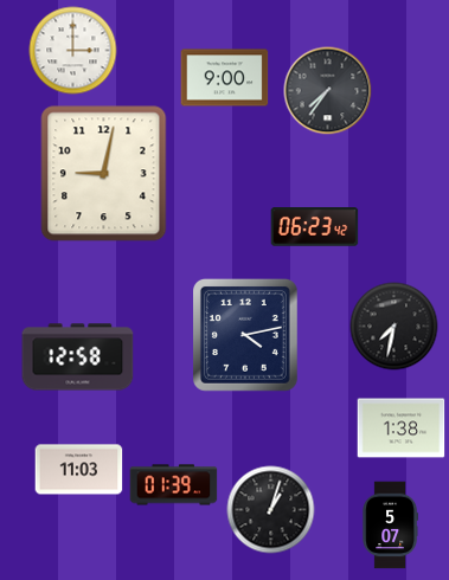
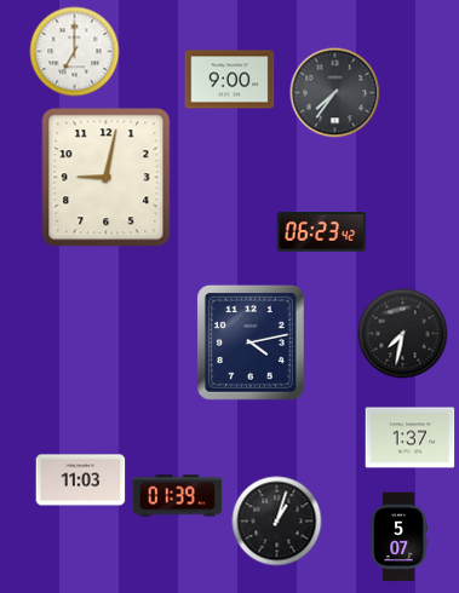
clock at (73, 51): 3:00 -> 7:00
clock at (78, 357): 12:58 -> none
clock at (402, 428): 1:38 -> 1:37
